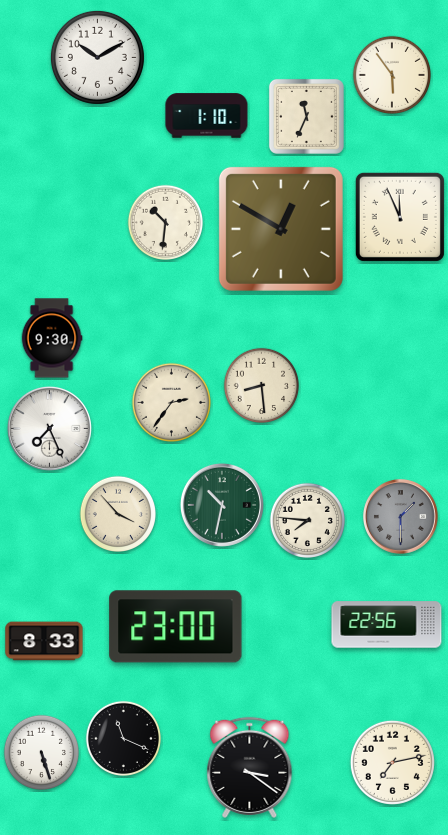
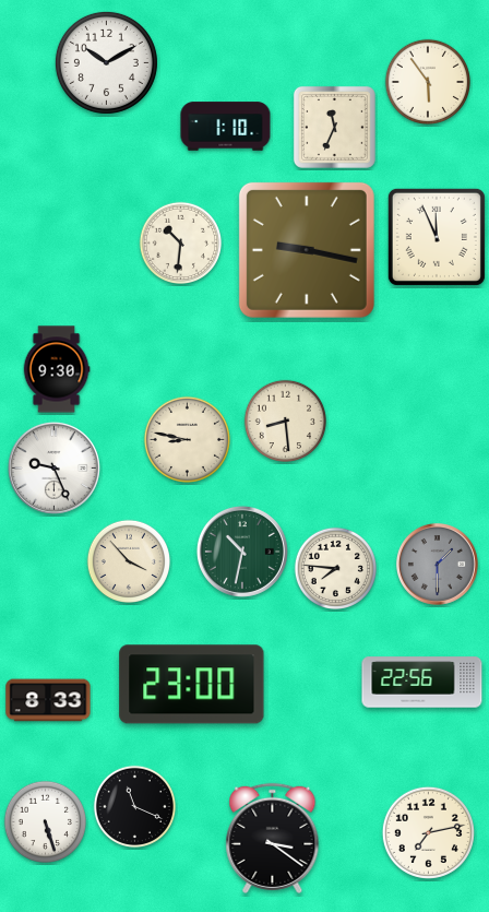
clock at (281, 229): 12:50 -> 9:17
clock at (171, 402): 2:36 -> 8:47
clock at (49, 428): 7:26 -> 9:26
